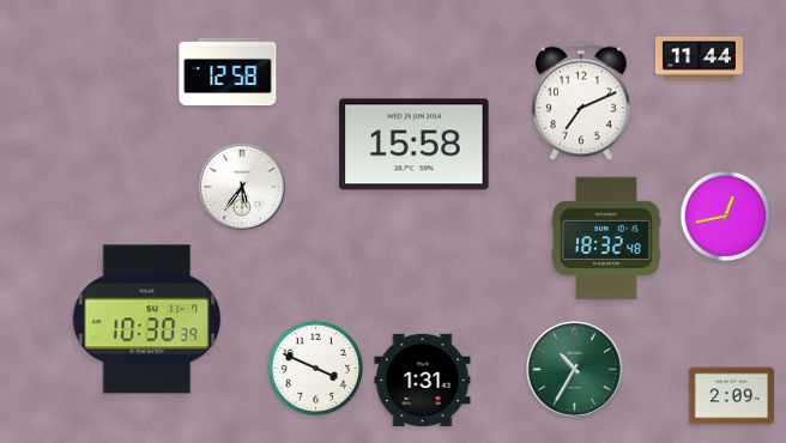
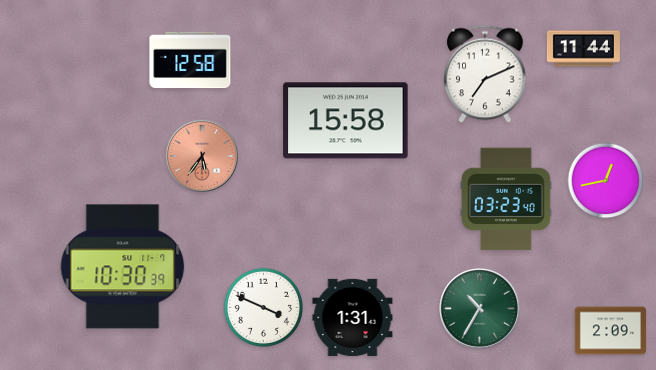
clock at (581, 102) position: (581, 102) -> (485, 74)
clock at (241, 186) dial: white -> salmon
clock at (607, 238): 18:32 -> 03:23
